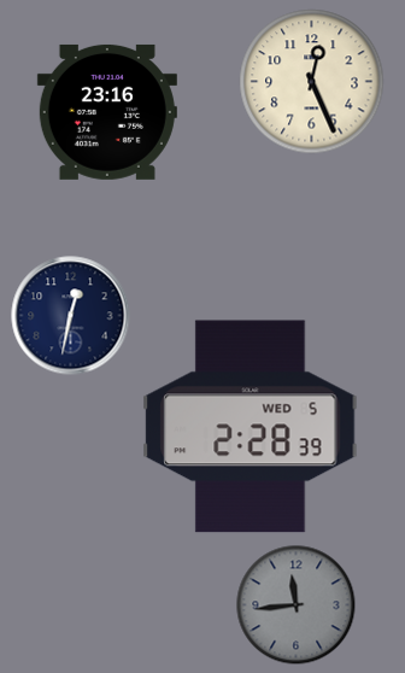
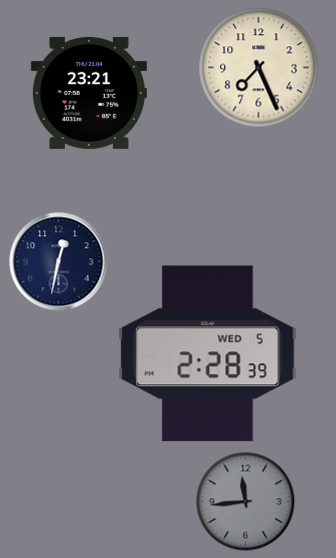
clock at (312, 82): 12:26 -> 7:26
clock at (107, 112): 23:16 -> 23:21
